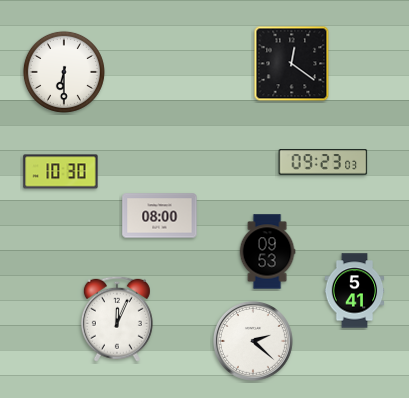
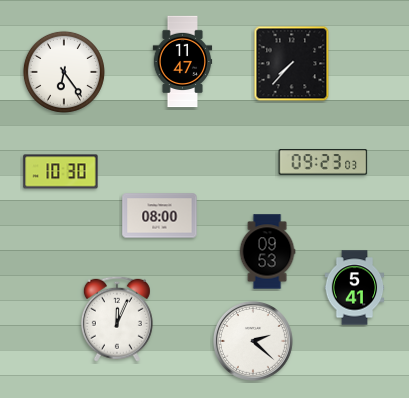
clock at (183, 62): none -> 11:47
clock at (292, 64): 12:21 -> 7:37
clock at (64, 72): 6:30 -> 6:24
clock at (355, 291) position: (355, 291) -> (355, 288)
